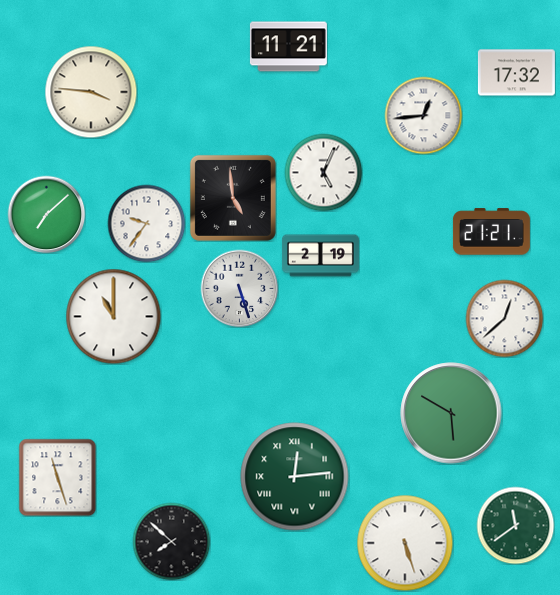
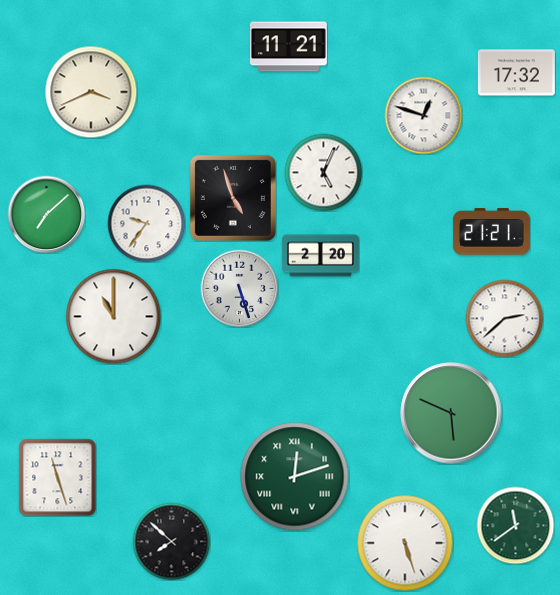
clock at (91, 92): 3:46 -> 3:41
clock at (423, 115): 12:44 -> 12:48
clock at (233, 198): 4:59 -> 4:57
clock at (320, 256): 2:19 -> 2:20
clock at (504, 318): 12:38 -> 2:38
clock at (451, 413): 5:50 -> 5:49
clock at (295, 477): 12:14 -> 12:12
